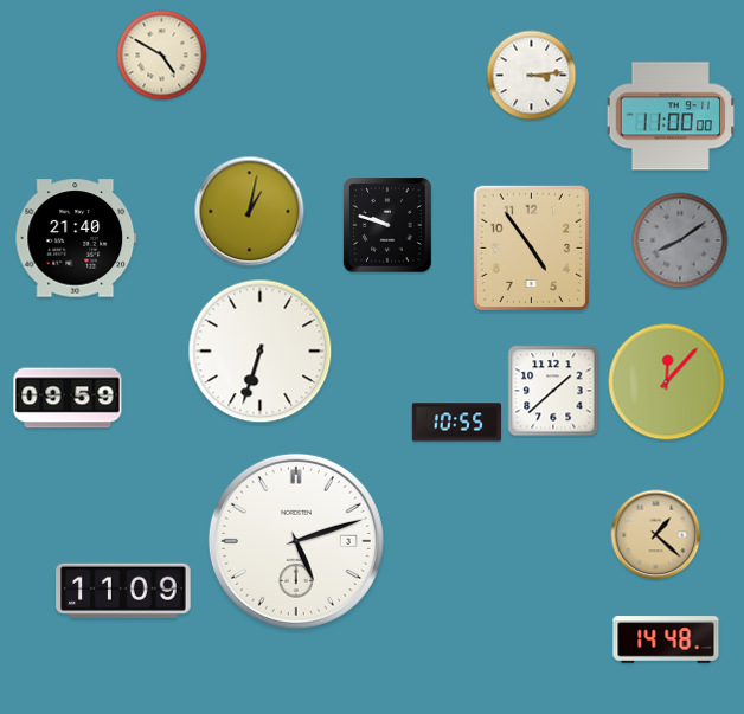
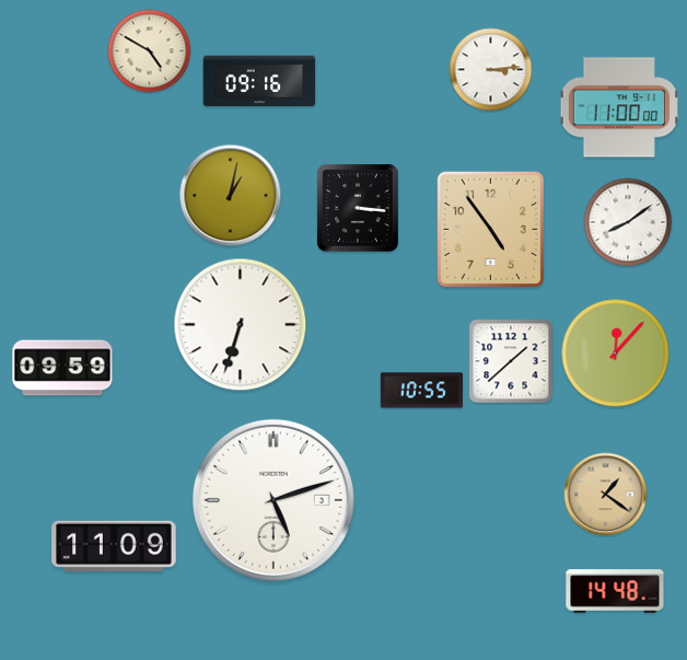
clock at (259, 81): none -> 09:16
clock at (387, 226): 9:48 -> 3:16
clock at (76, 238): 21:40 -> none
clock at (680, 240) dial: grey -> white
clock at (656, 535): 1:22 -> 1:21
